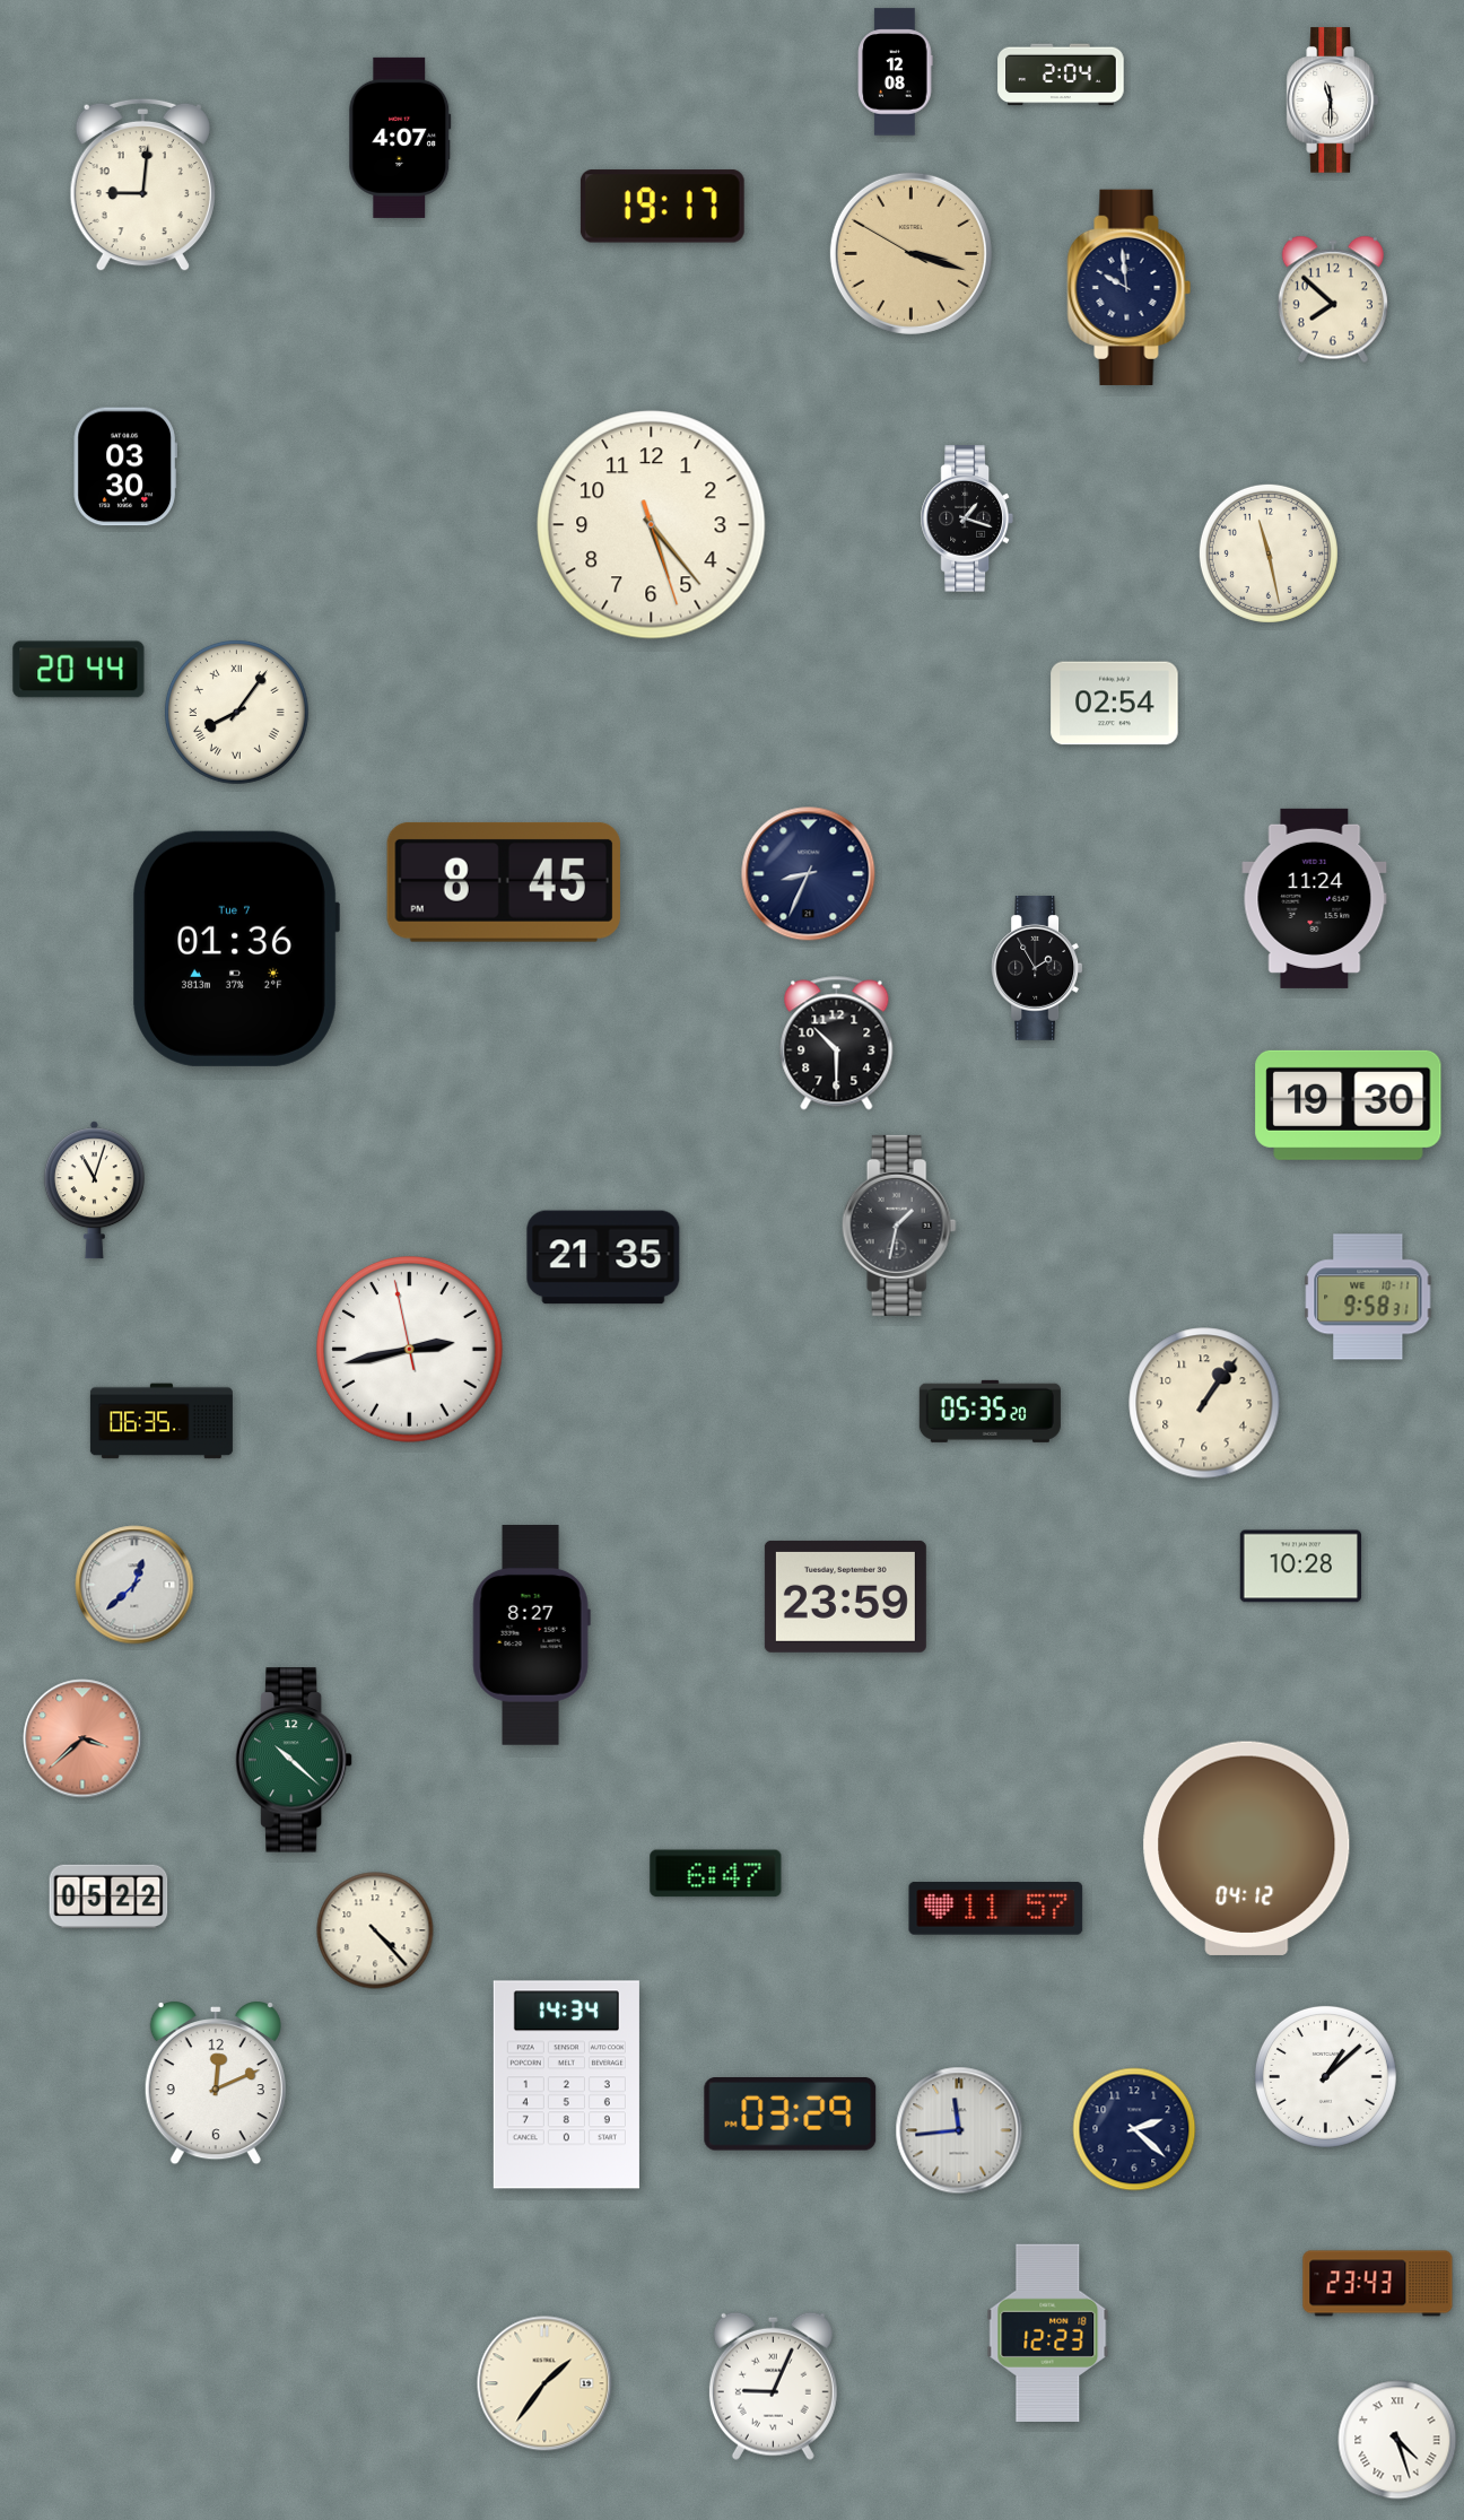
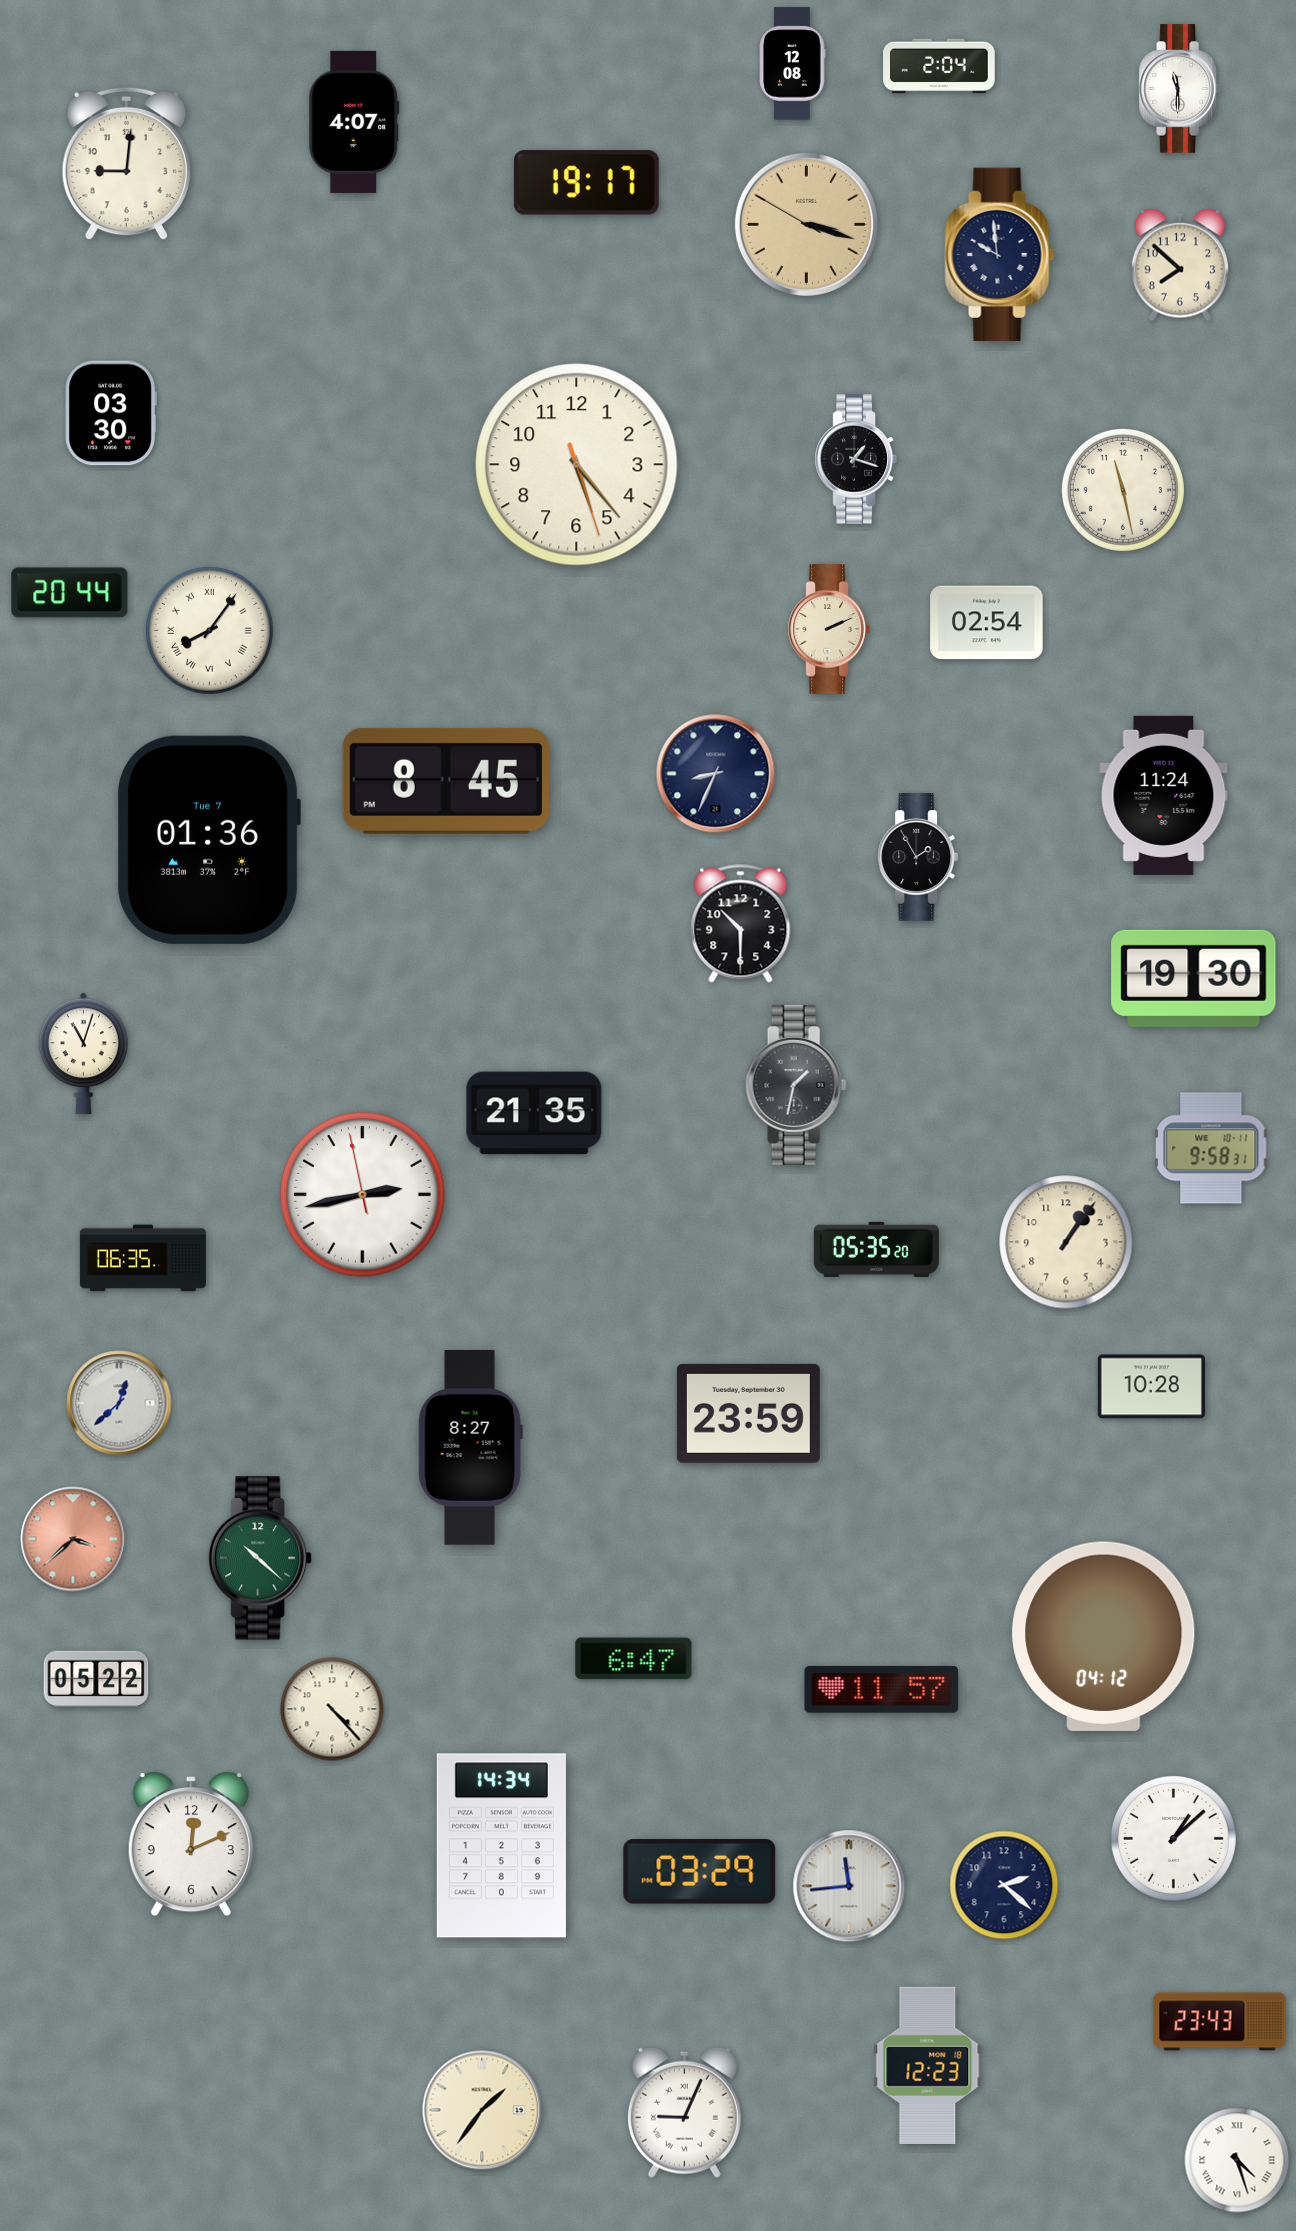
clock at (829, 629): none -> 2:11
